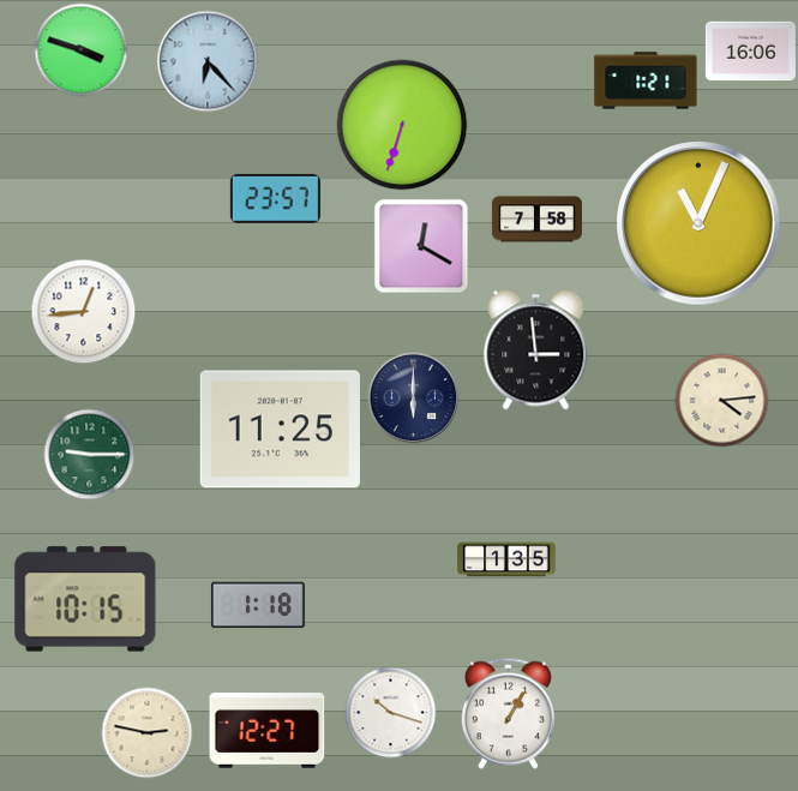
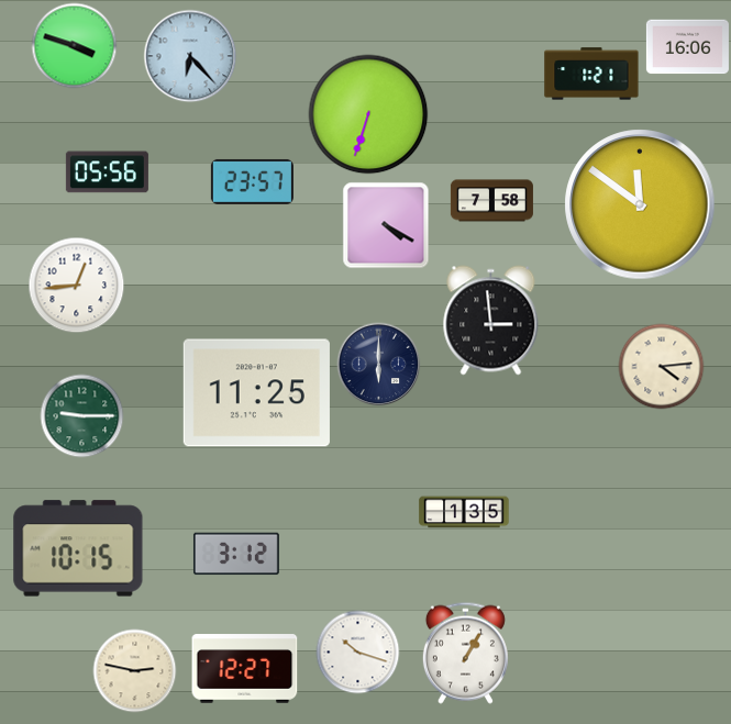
clock at (107, 172): none -> 05:56
clock at (698, 223): 11:04 -> 11:51
clock at (421, 246): 12:20 -> 4:20
clock at (258, 605): 1:18 -> 3:12
